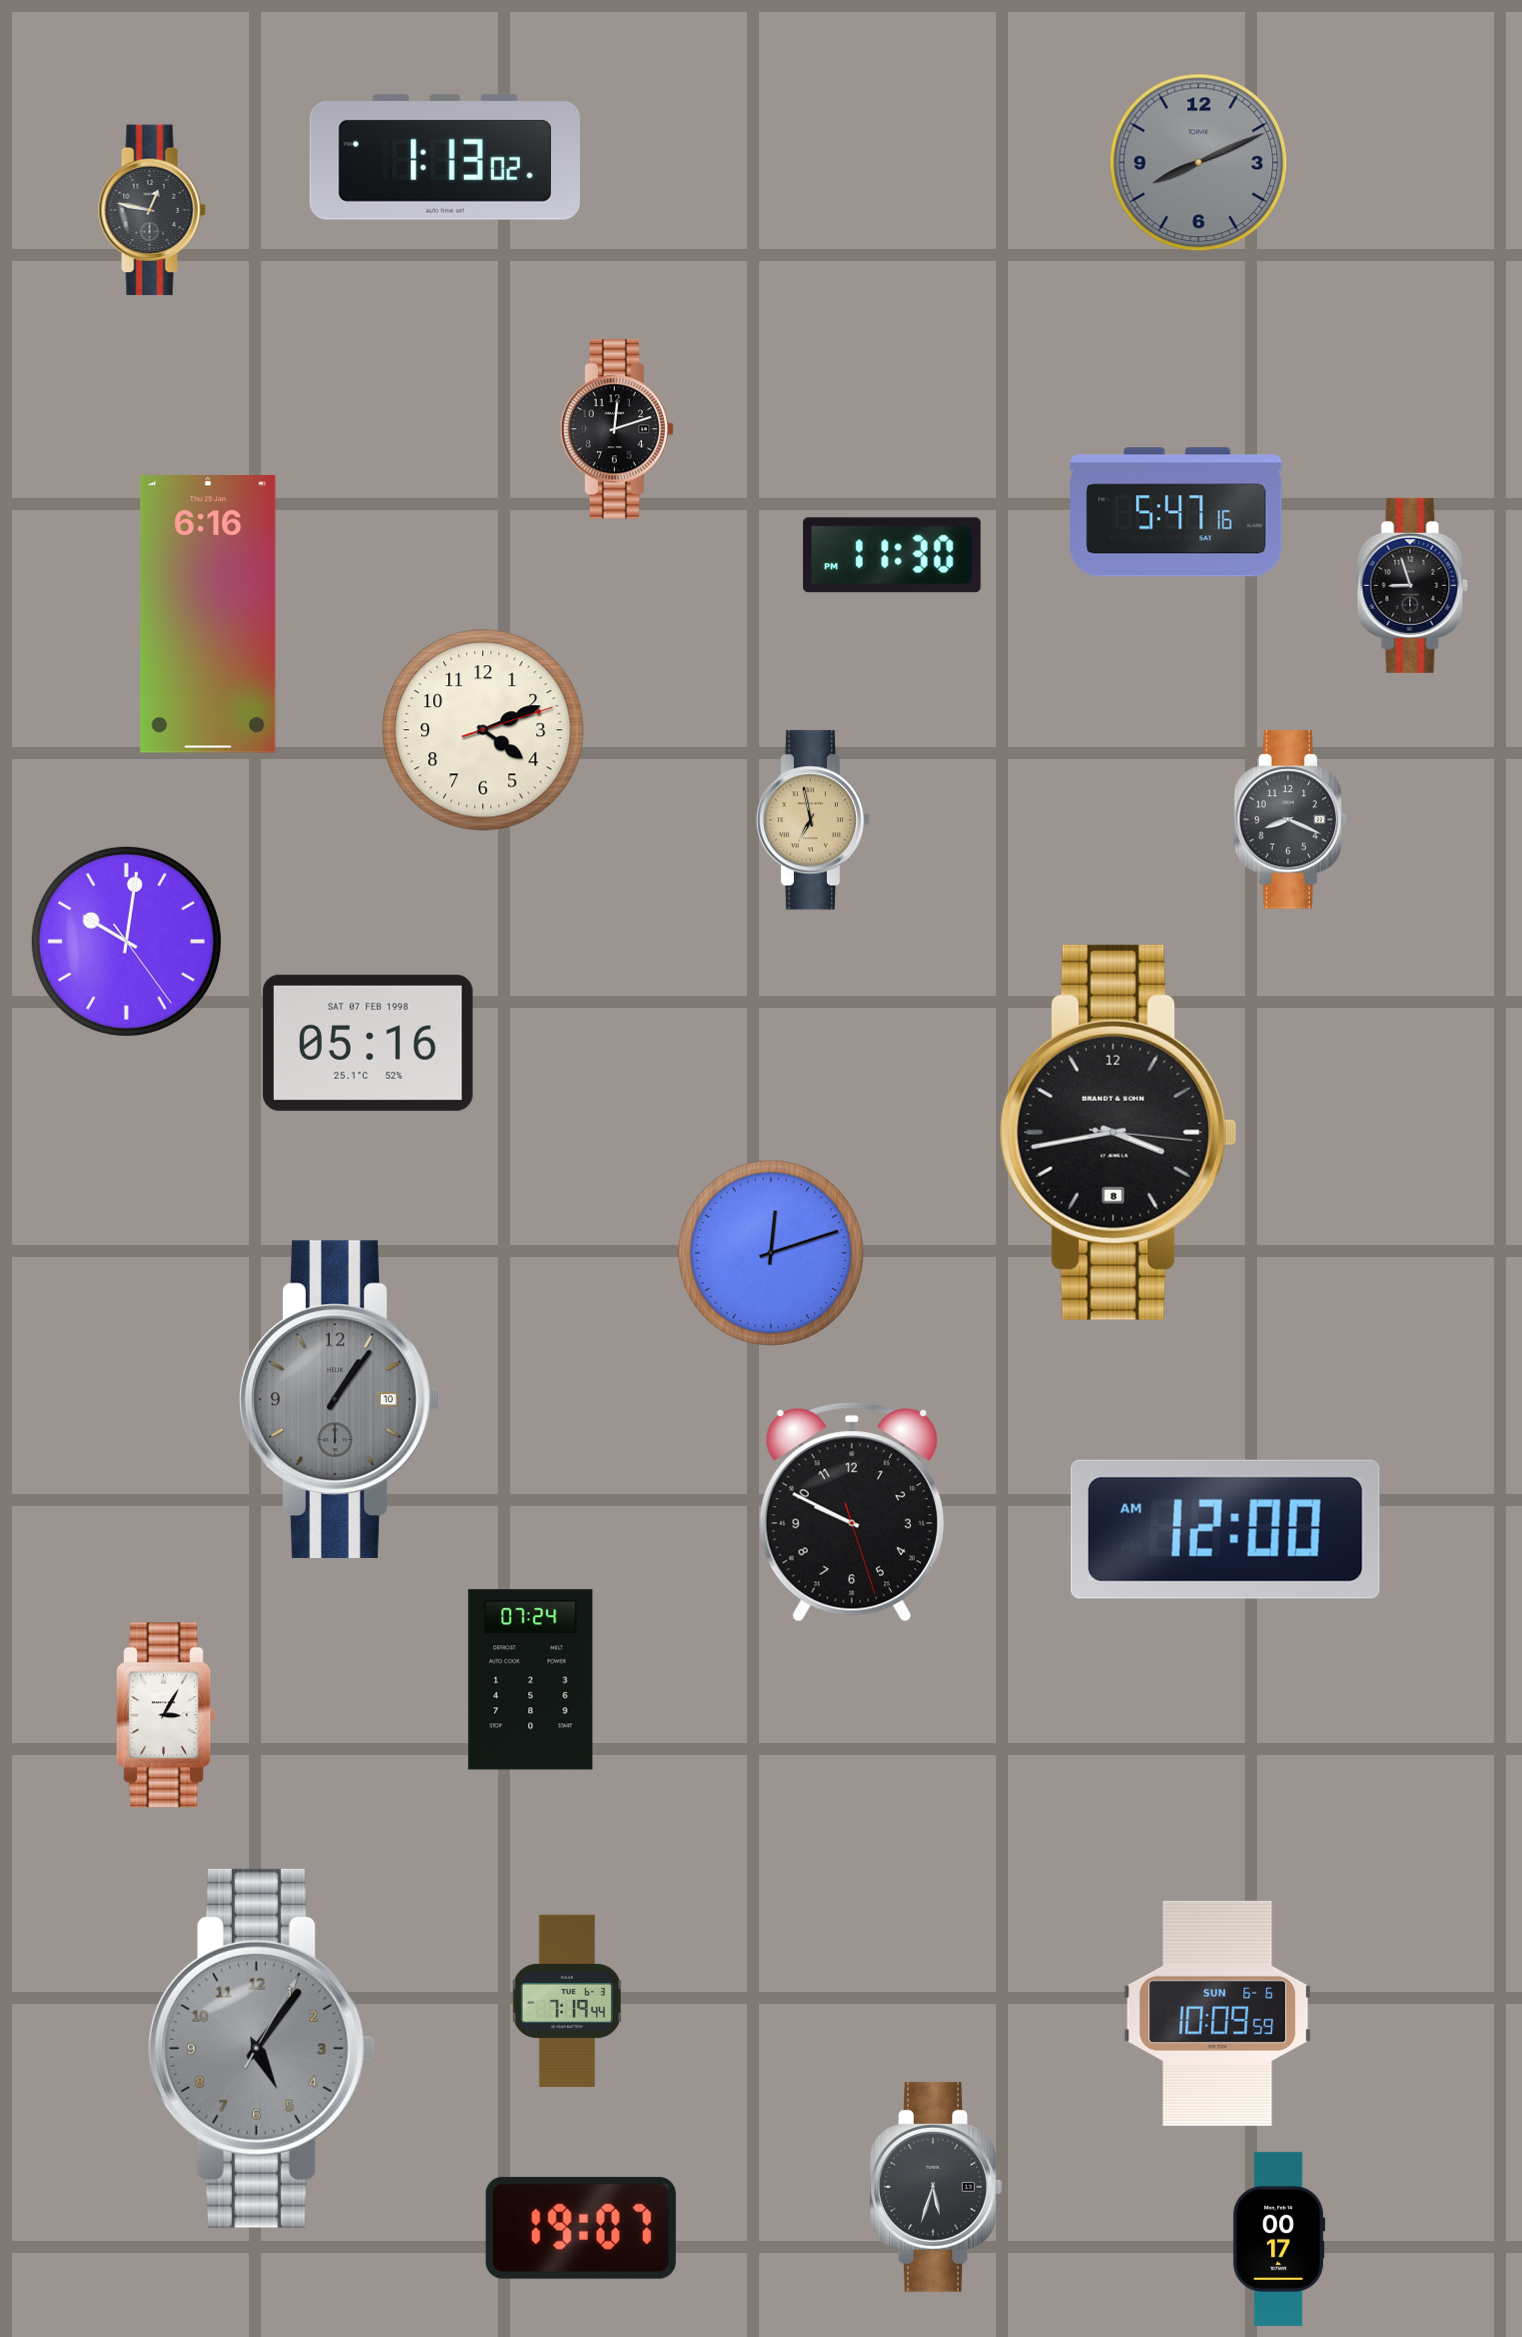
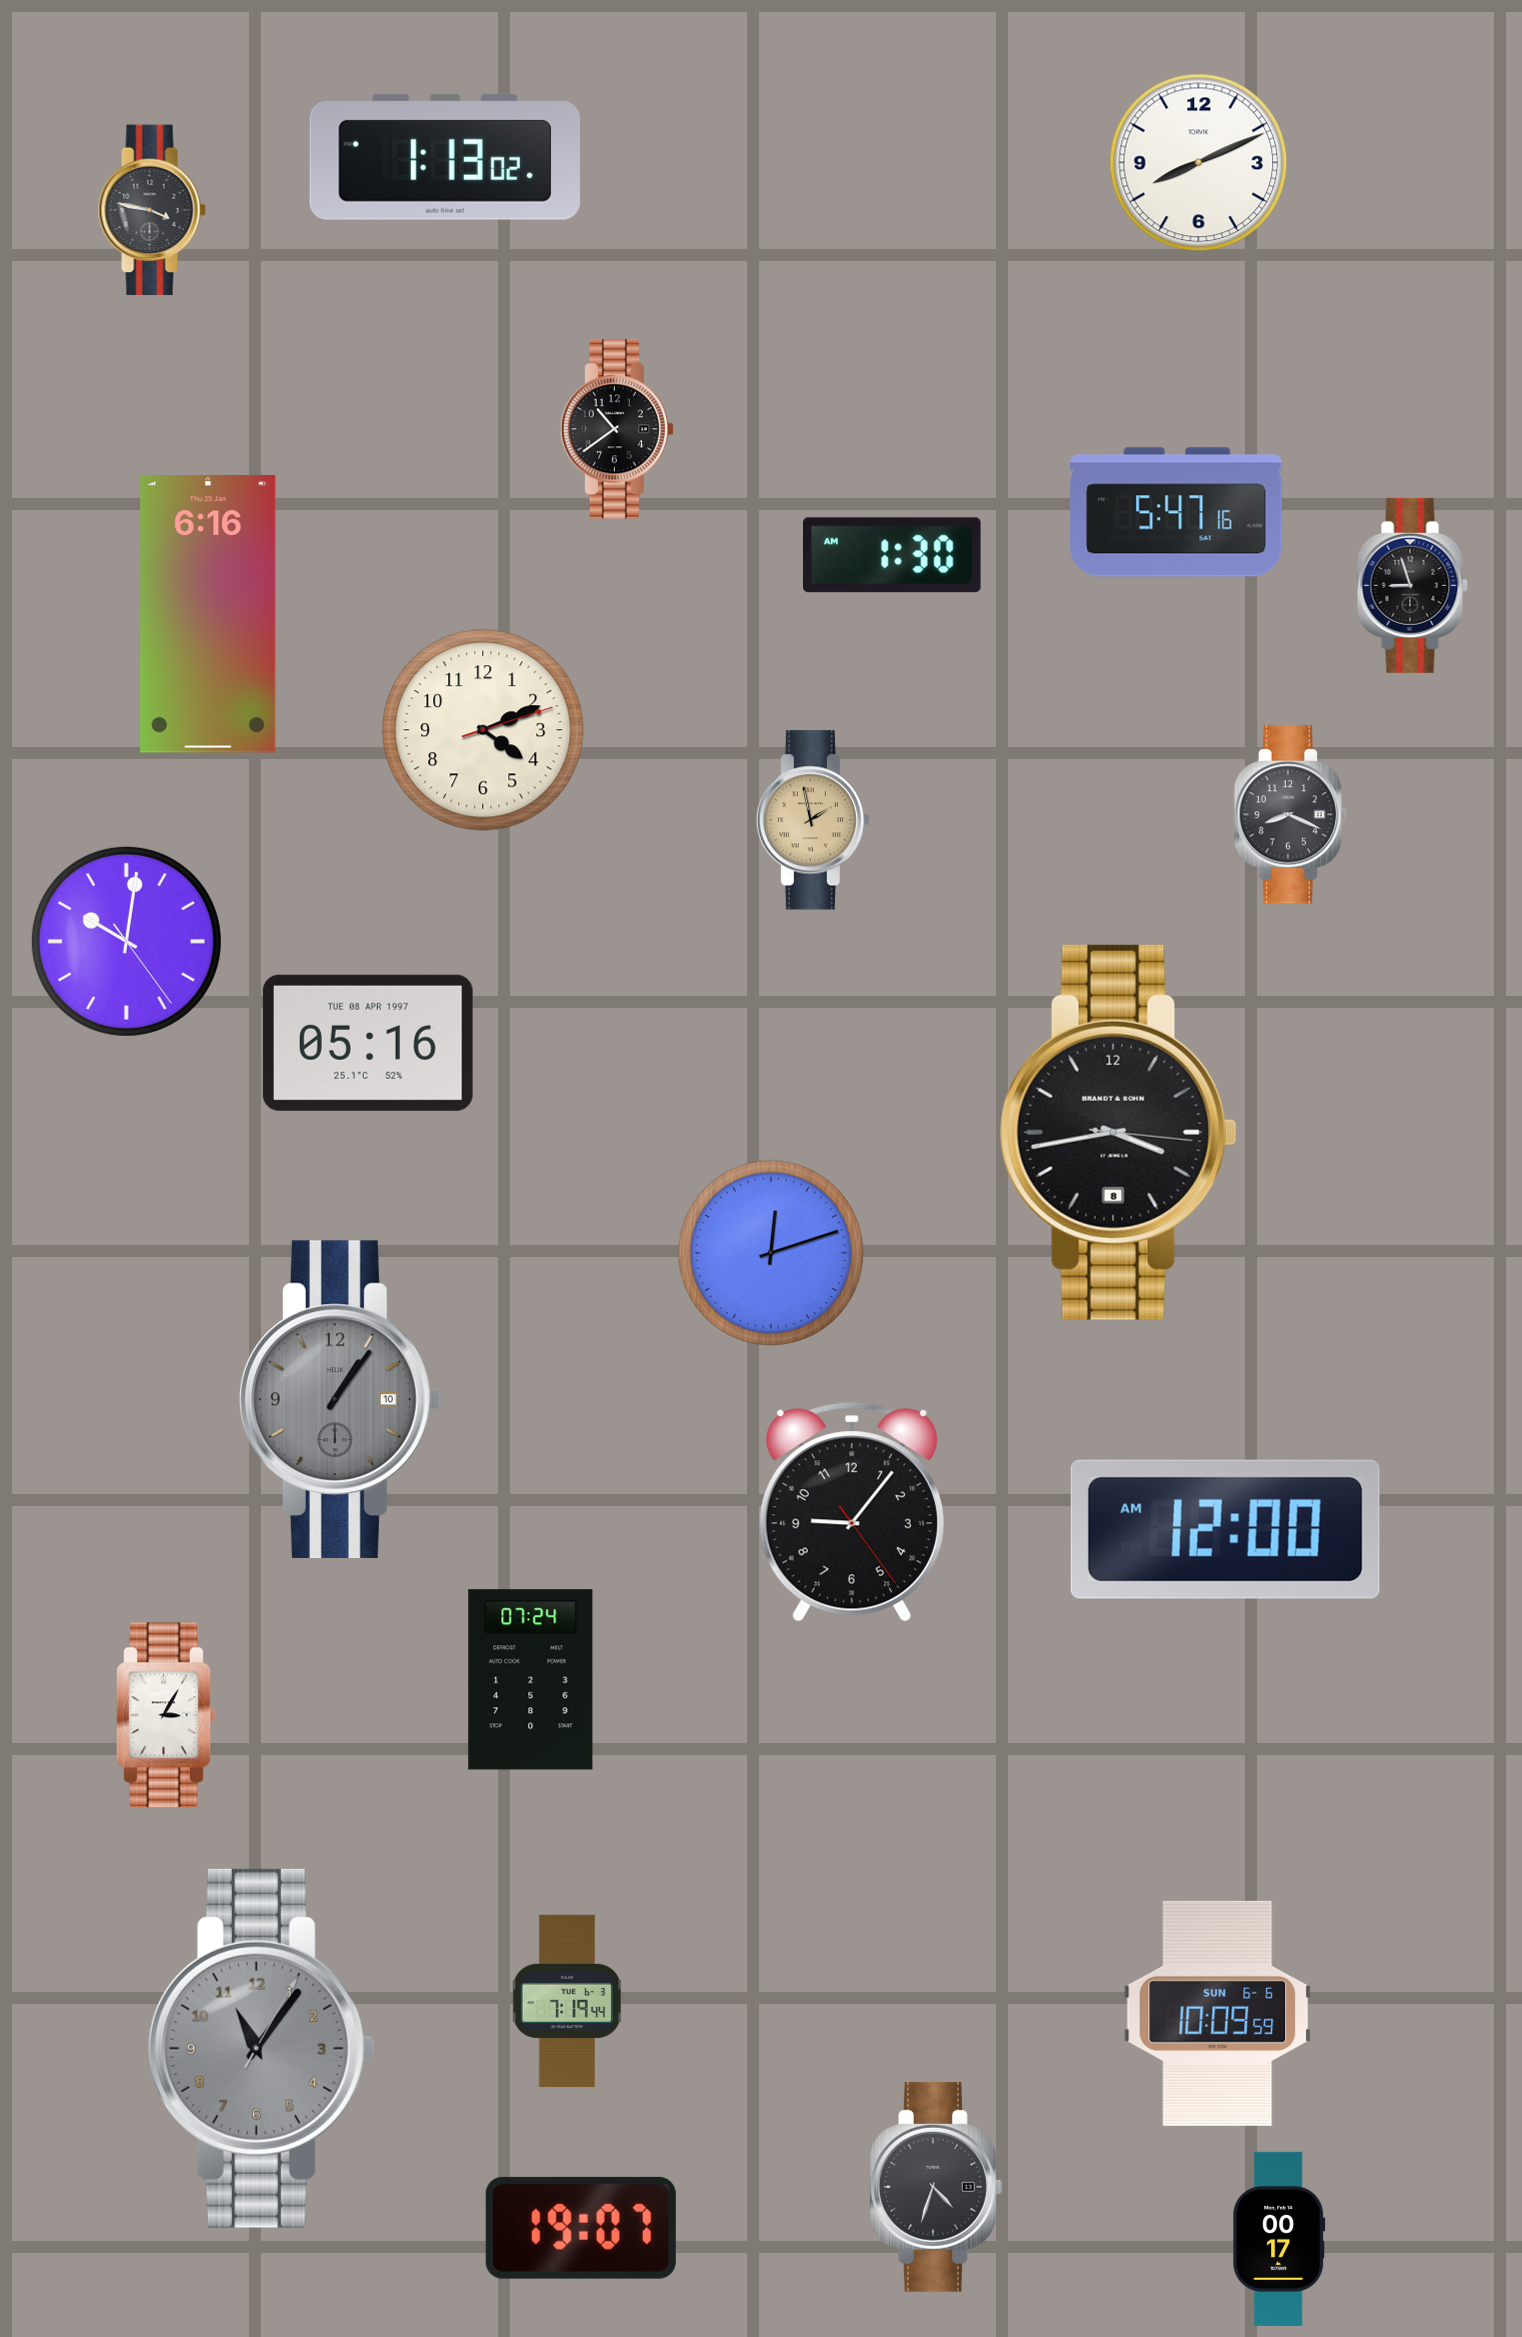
clock at (1199, 163) dial: grey -> white
clock at (152, 210): 12:47 -> 3:47
clock at (616, 429): 12:12 -> 10:39
clock at (892, 555): 11:30 -> 1:30
clock at (812, 820): 6:58 -> 1:58
clock at (1291, 820) position: (1291, 820) -> (1291, 815)
clock at (368, 1043) date: SAT 07 FEB 1998 -> TUE 08 APR 1997
clock at (852, 1512): 9:49 -> 9:06
clock at (261, 2048): 5:06 -> 11:06
clock at (936, 2187): 5:33 -> 4:33
